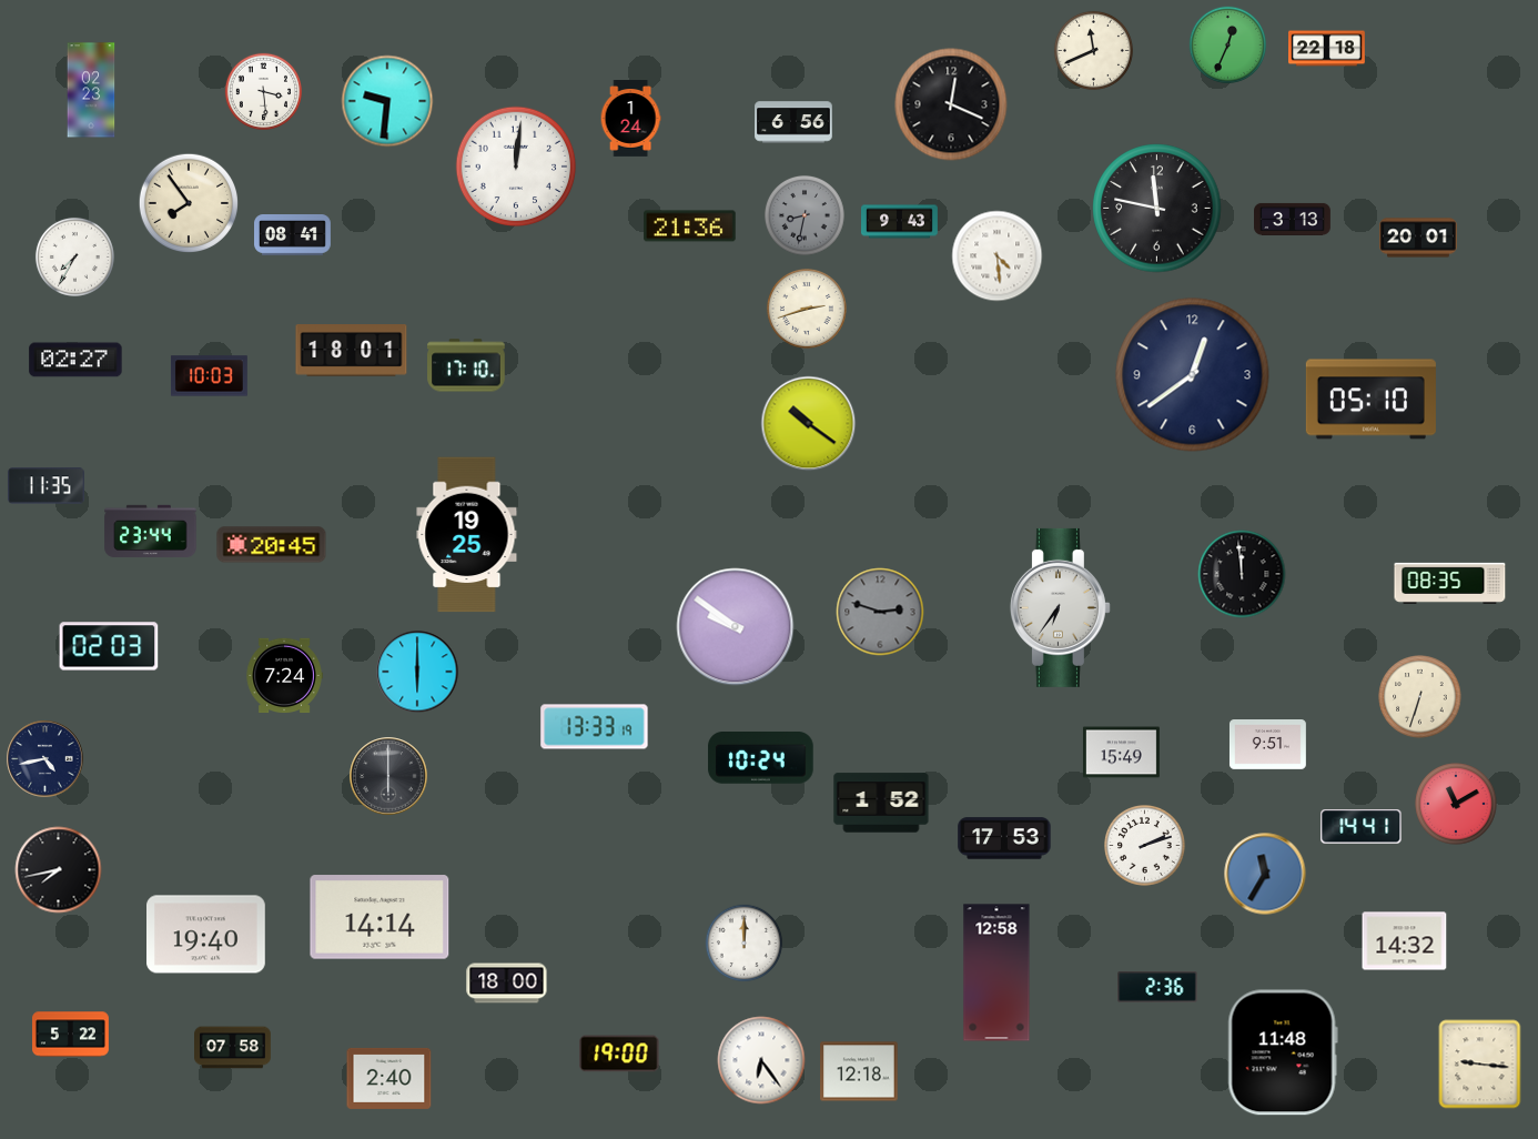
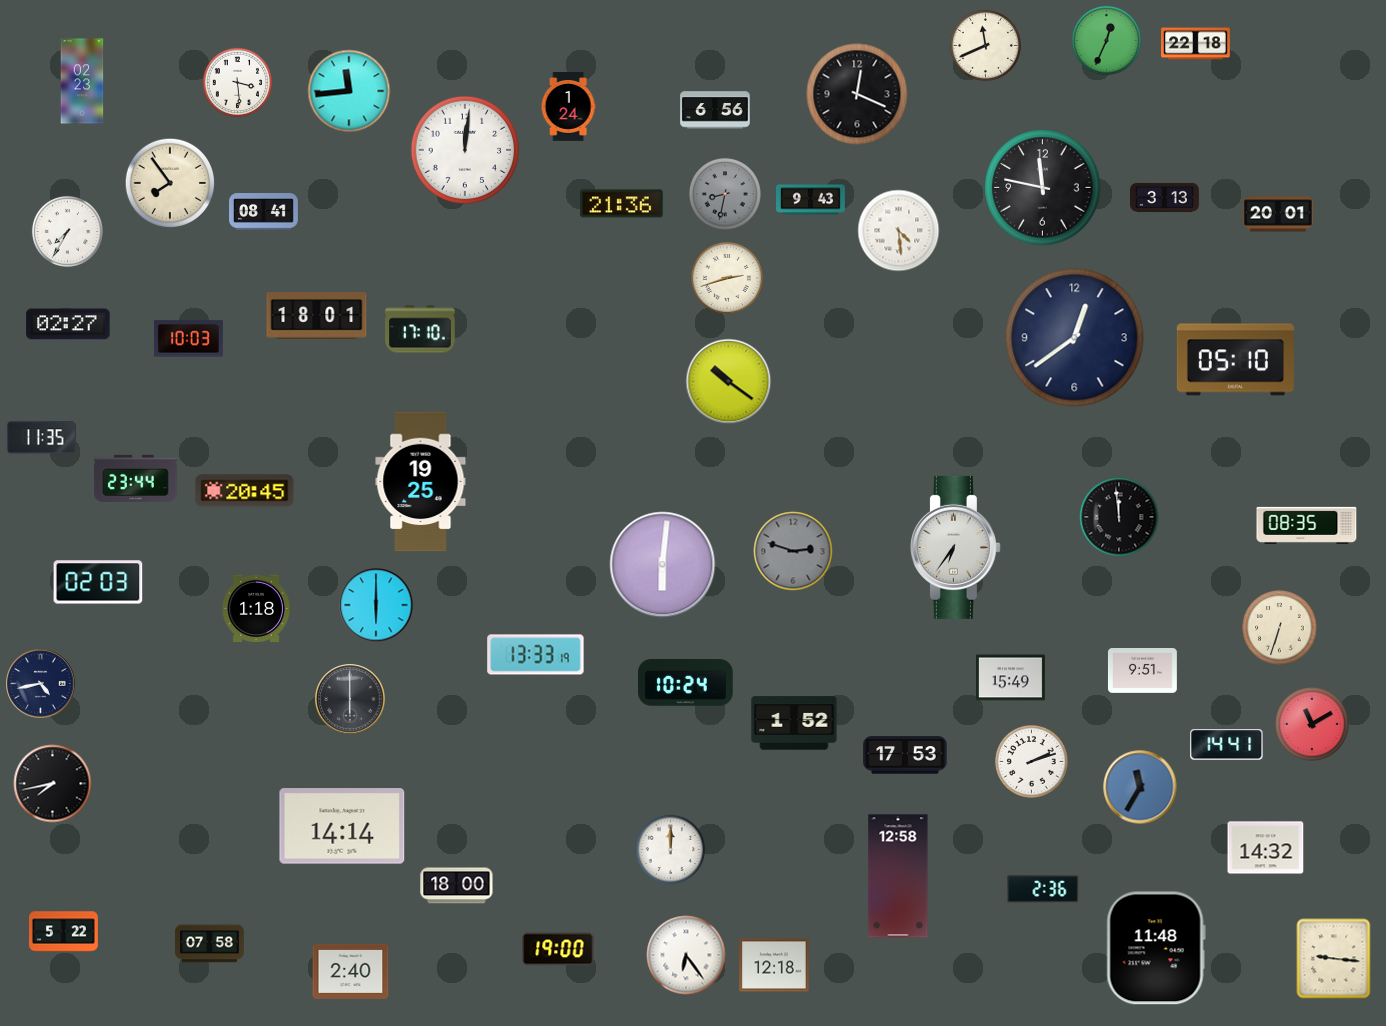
clock at (387, 101): 9:31 -> 11:44
clock at (736, 627): 9:51 -> 6:01
clock at (284, 676): 7:24 -> 1:18
clock at (206, 935): 19:40 -> none
